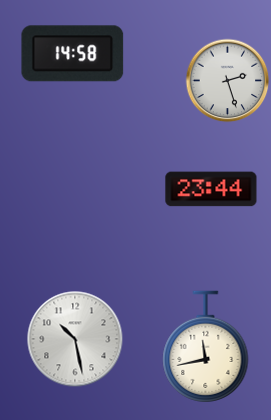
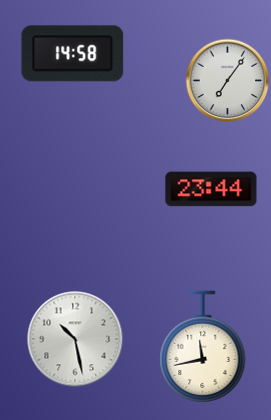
clock at (227, 80): 2:27 -> 7:06
clock at (206, 347) position: (206, 347) -> (203, 347)
